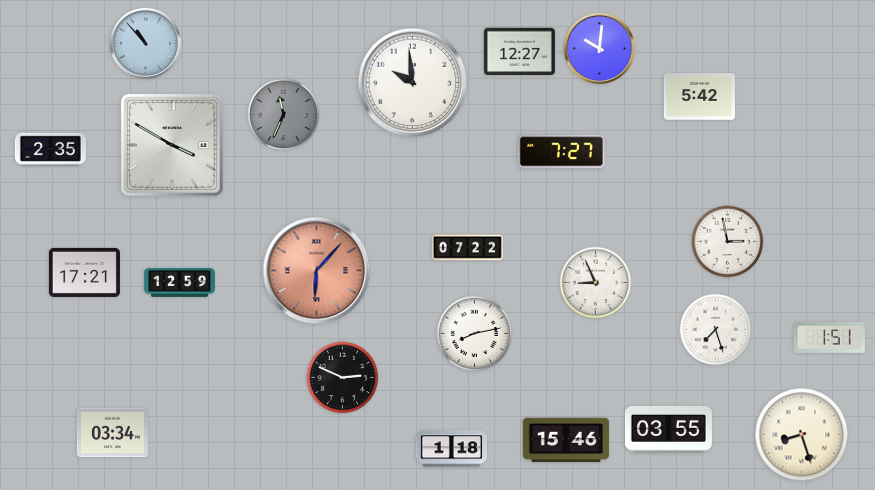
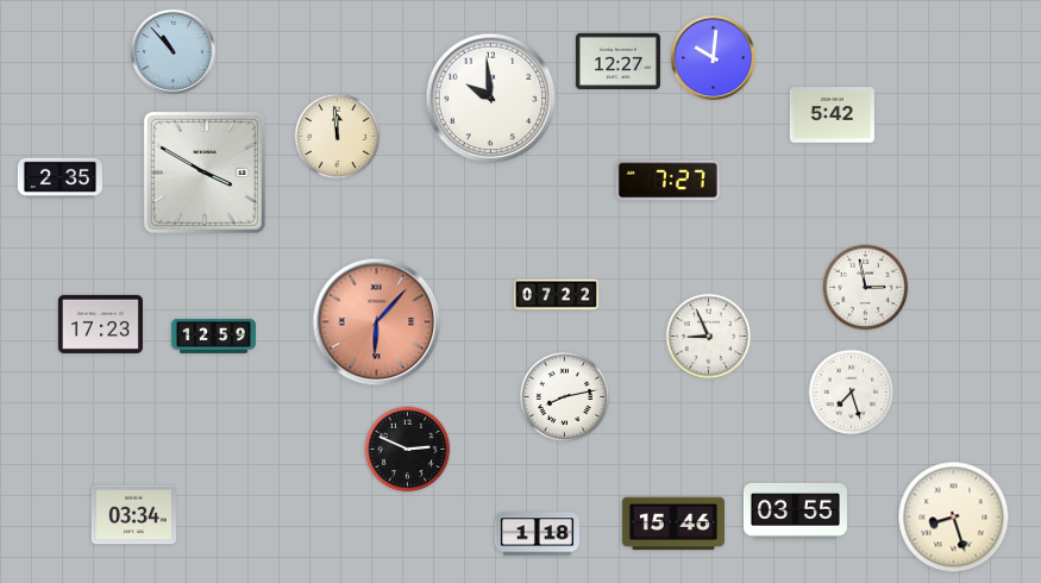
clock at (284, 115): 11:34 -> 11:59
clock at (284, 115) dial: grey -> cream
clock at (84, 272): 17:21 -> 17:23
clock at (829, 337): 1:51 -> none
